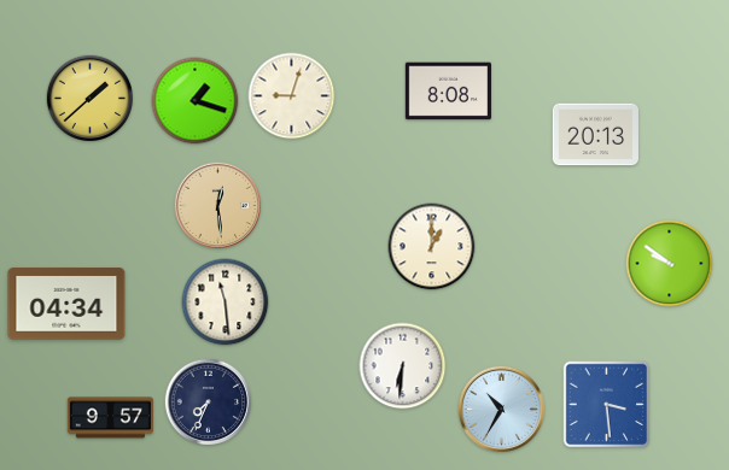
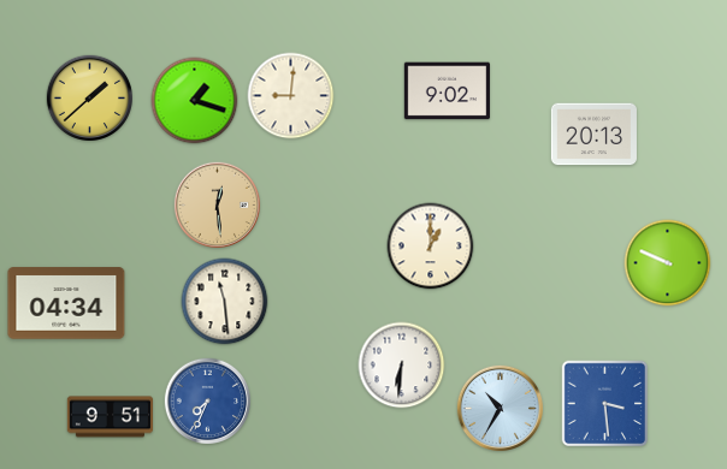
clock at (448, 92): 8:08 -> 9:02
clock at (292, 96): 9:03 -> 9:01
clock at (670, 264): 9:51 -> 9:49
clock at (208, 401) dial: navy -> blue
clock at (110, 418): 9:57 -> 9:51
